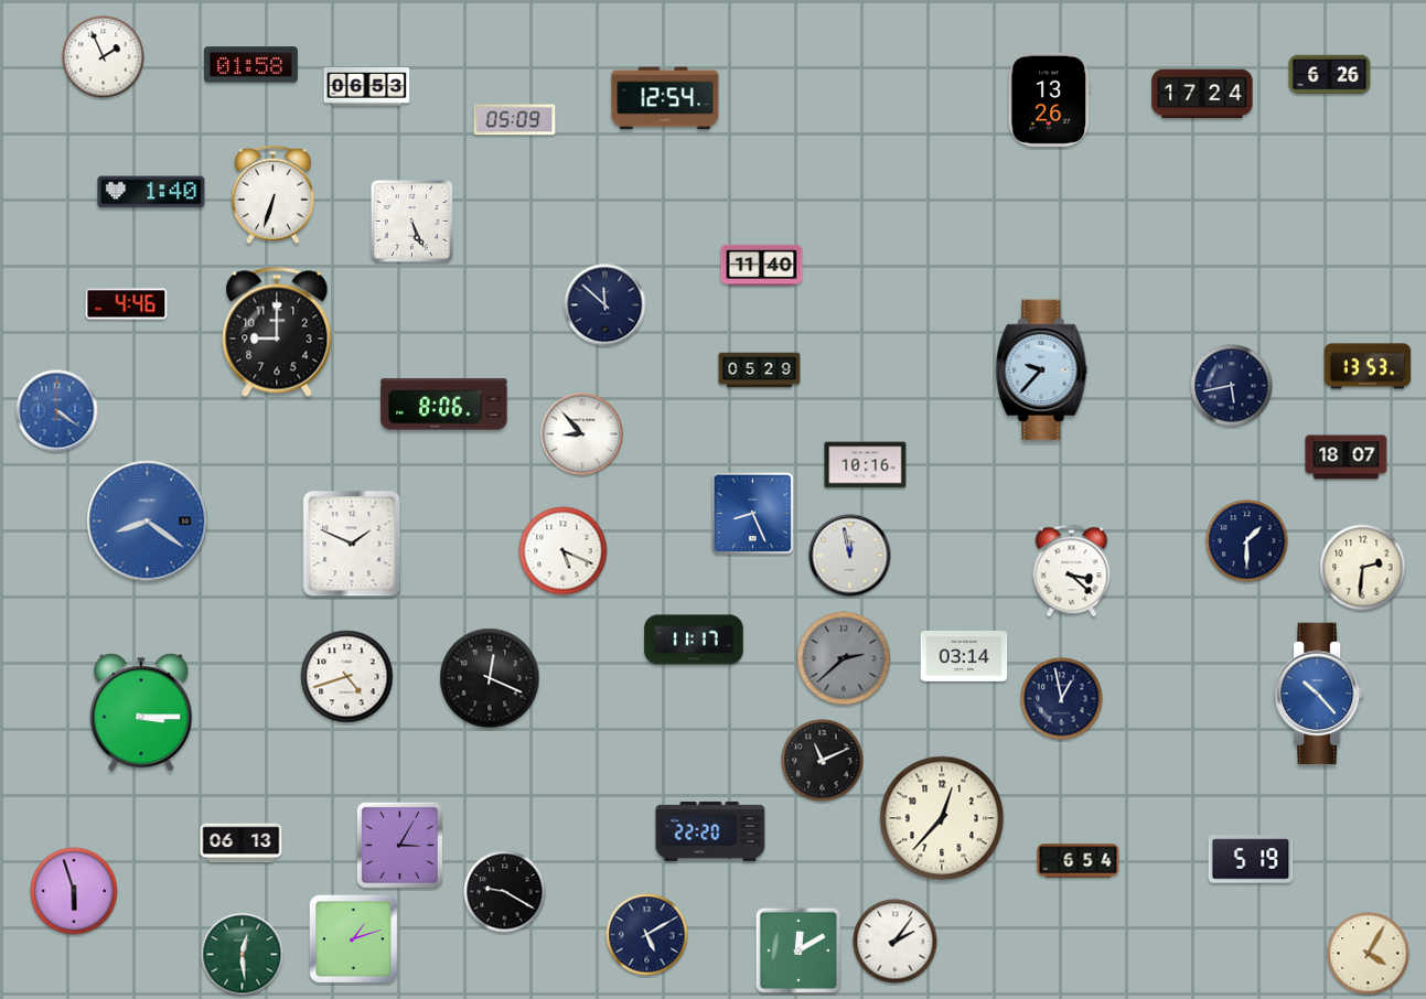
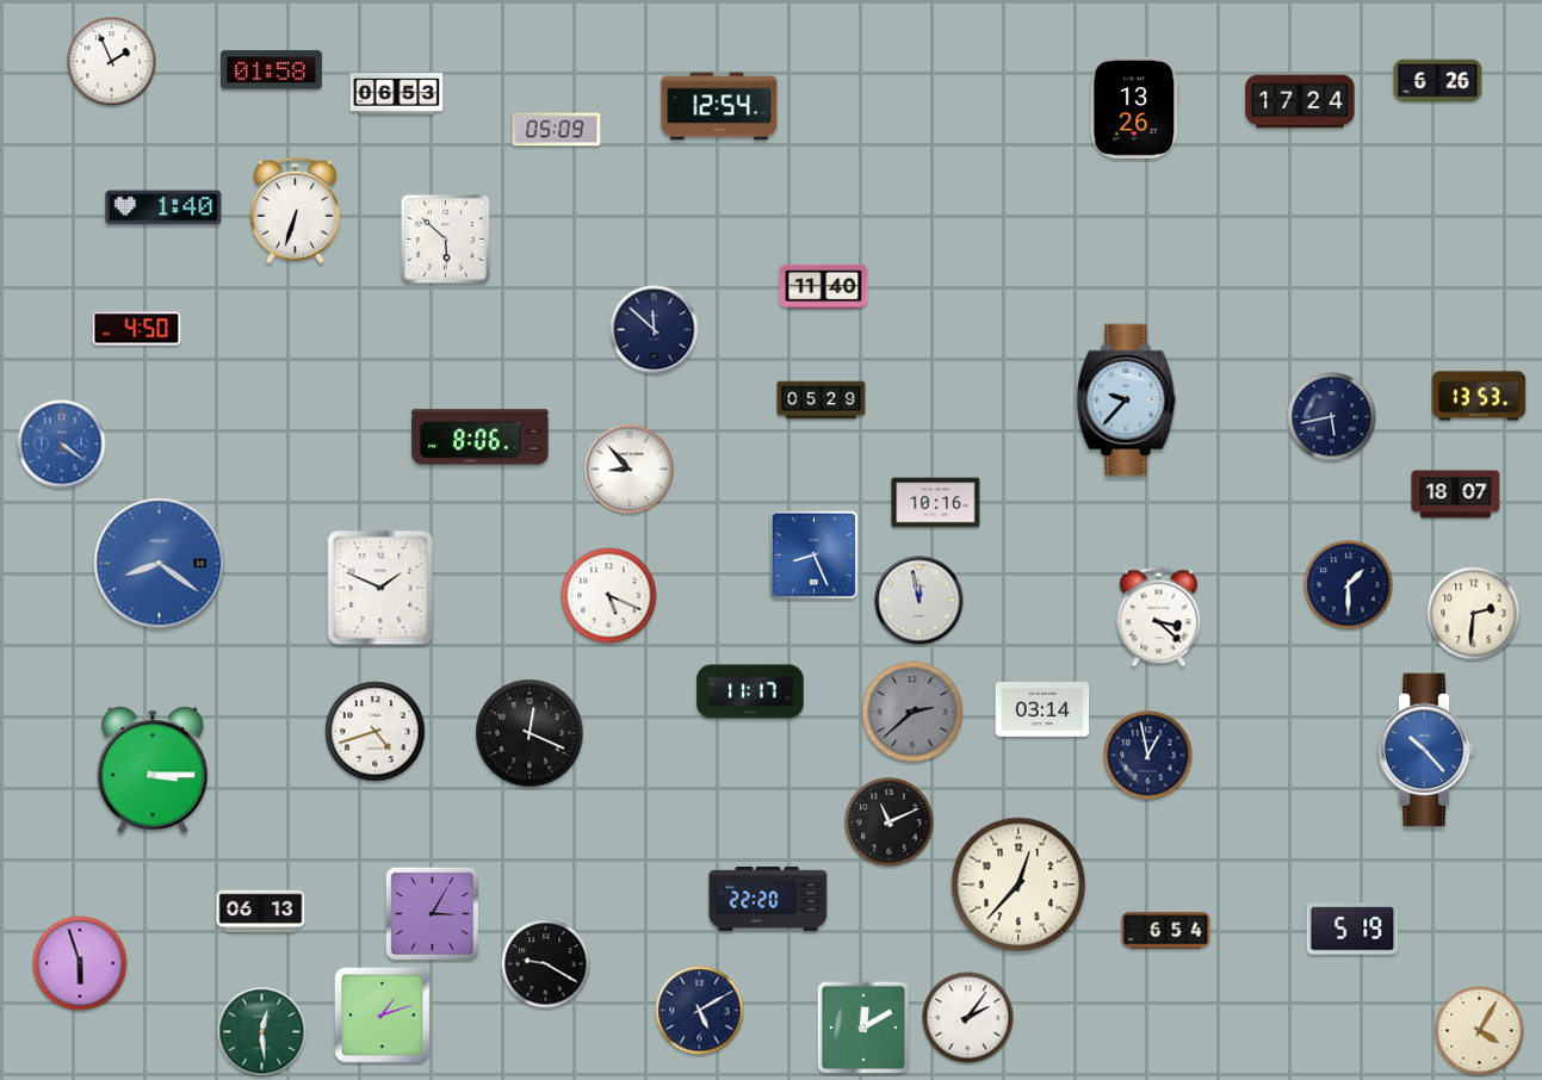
clock at (411, 221): 5:26 -> 5:52
clock at (127, 304): 4:46 -> 4:50
clock at (277, 332): 9:00 -> none
